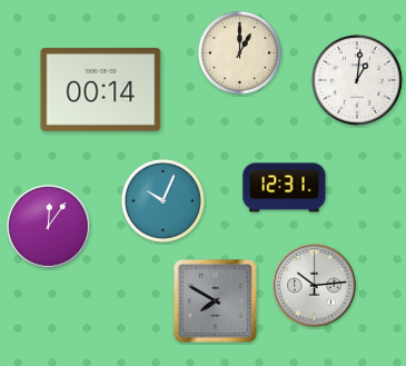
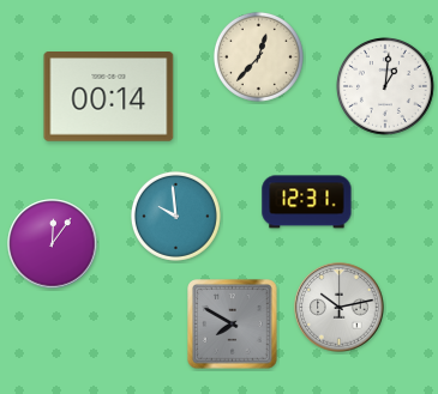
clock at (239, 52): 1:00 -> 12:37
clock at (162, 200): 10:04 -> 9:59
clock at (315, 286): 10:14 -> 10:13
